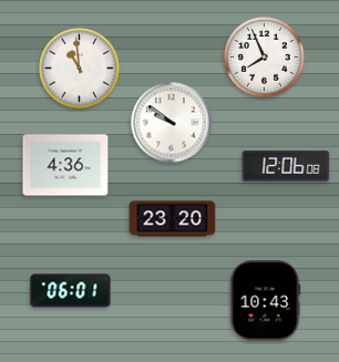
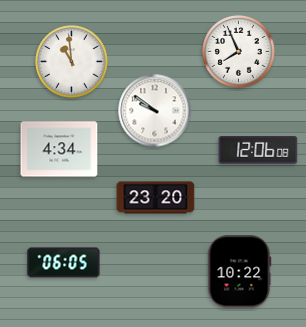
clock at (65, 165): 4:36 -> 4:34
clock at (71, 291): 06:01 -> 06:05
clock at (266, 301): 10:43 -> 10:22
